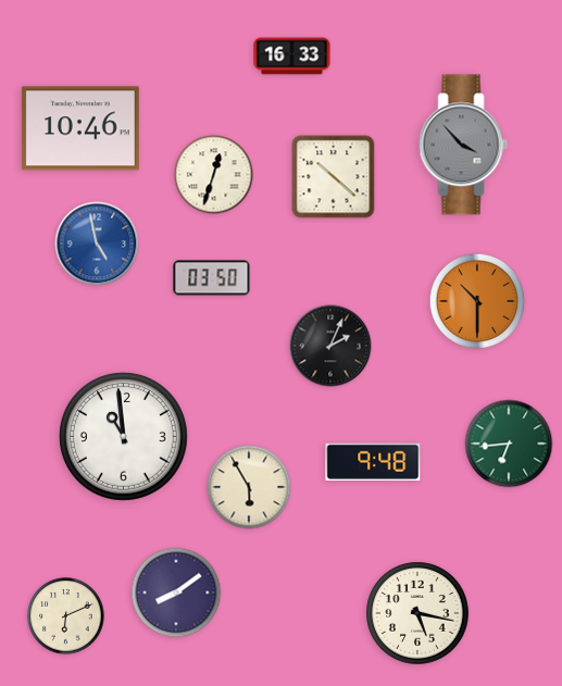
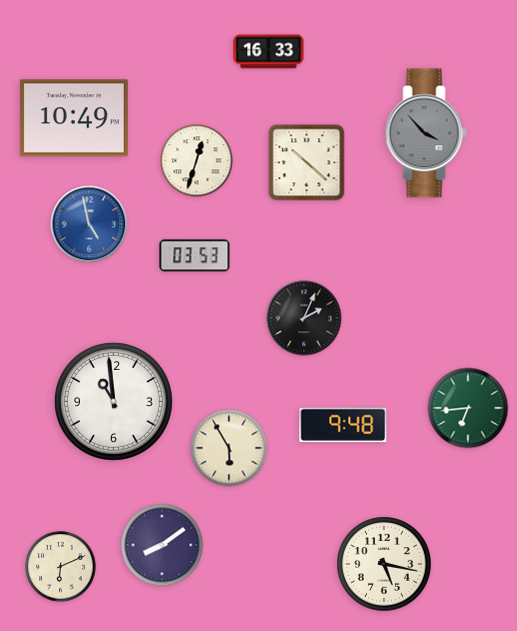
clock at (80, 128): 10:46 -> 10:49
clock at (212, 278): 03:50 -> 03:53
clock at (477, 301): 10:30 -> none
